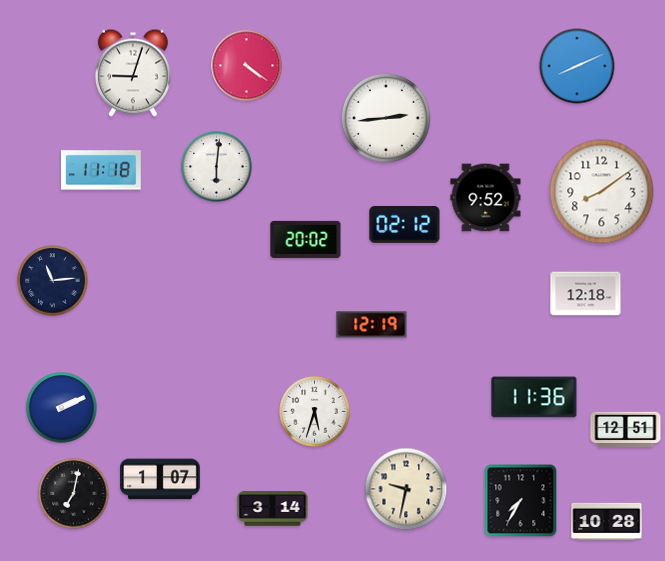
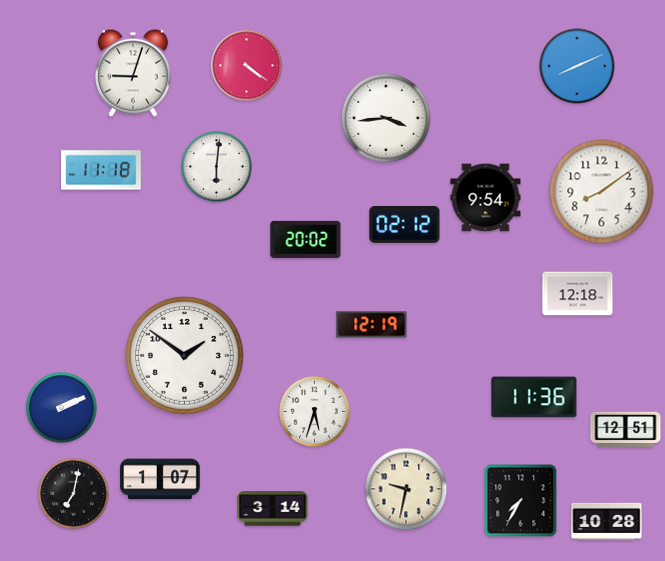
clock at (386, 118): 2:44 -> 3:44
clock at (486, 198): 9:52 -> 9:54
clock at (53, 281): 11:14 -> none
clock at (586, 294) position: (586, 294) -> (578, 294)
clock at (184, 355): none -> 1:51
